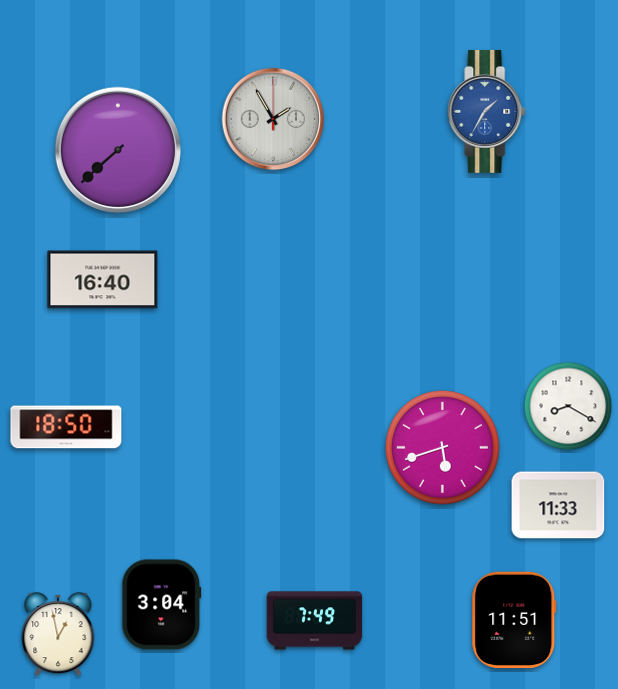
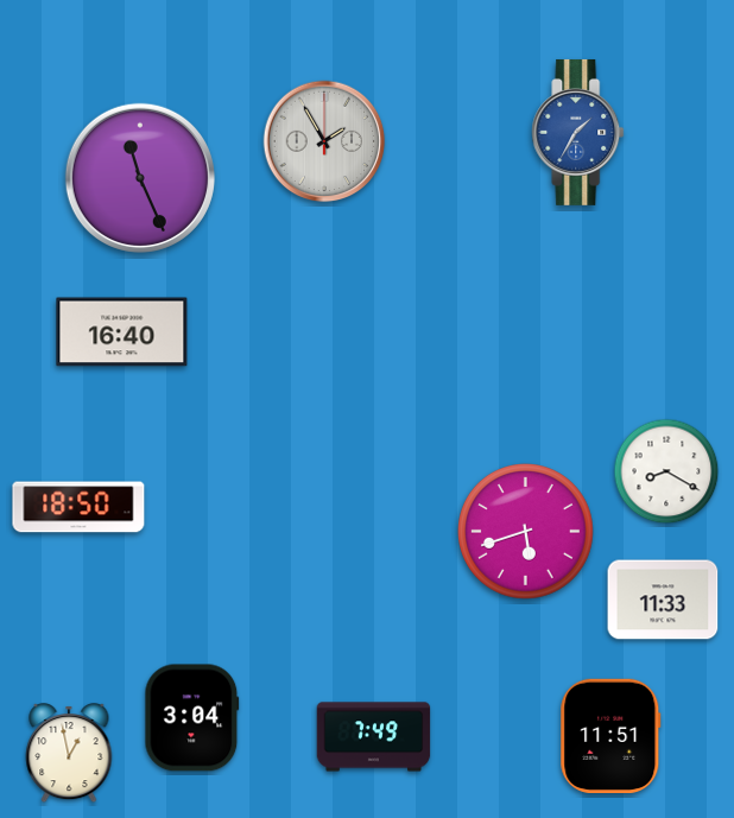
clock at (118, 150): 7:38 -> 11:26
clock at (568, 406) position: (568, 406) -> (666, 471)
